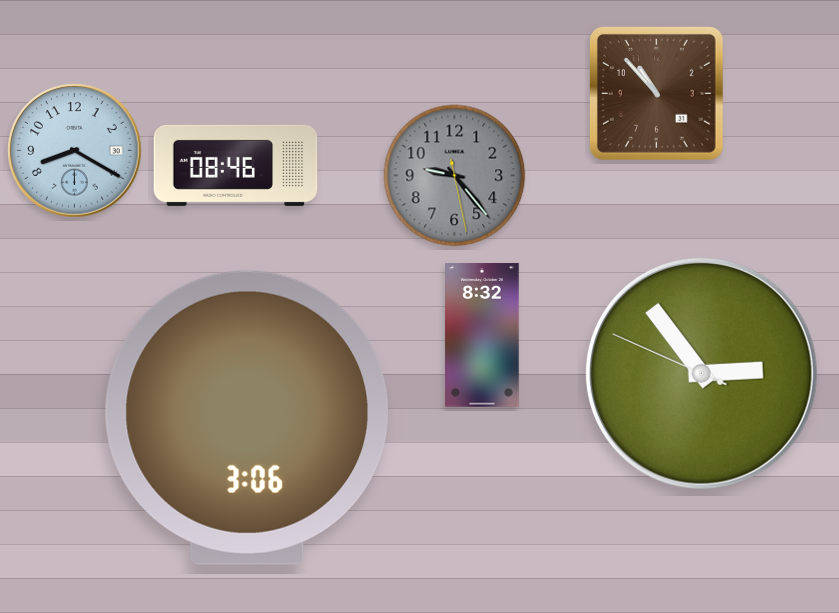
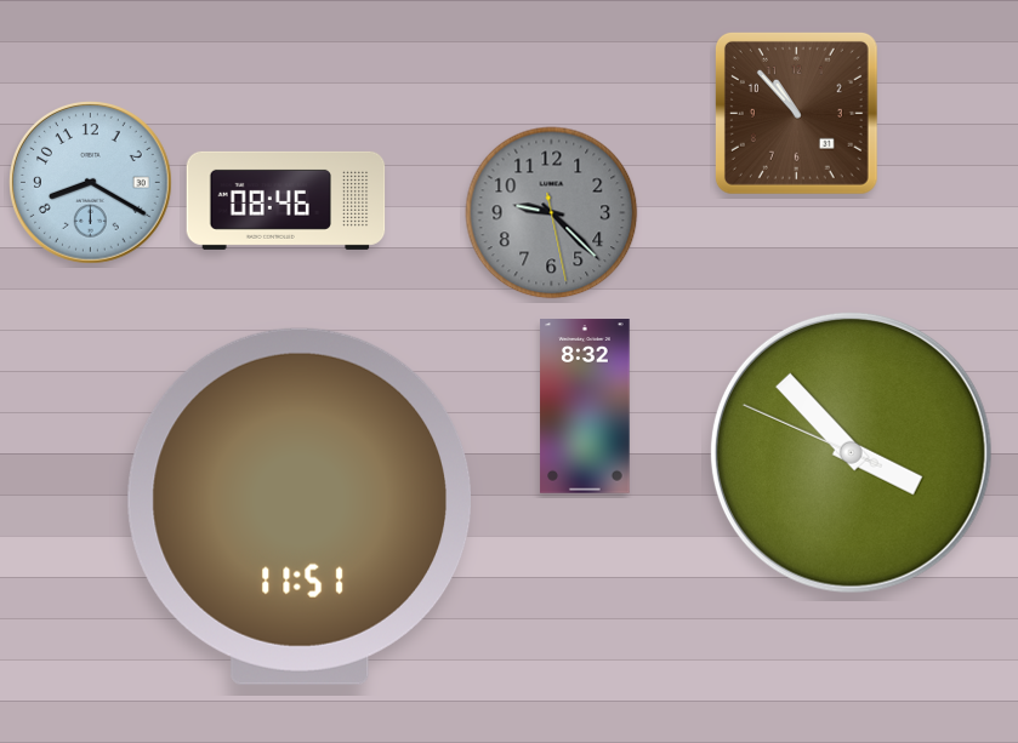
clock at (455, 176): 9:23 -> 9:22
clock at (701, 373): 2:53 -> 3:52
clock at (246, 418): 3:06 -> 11:51
